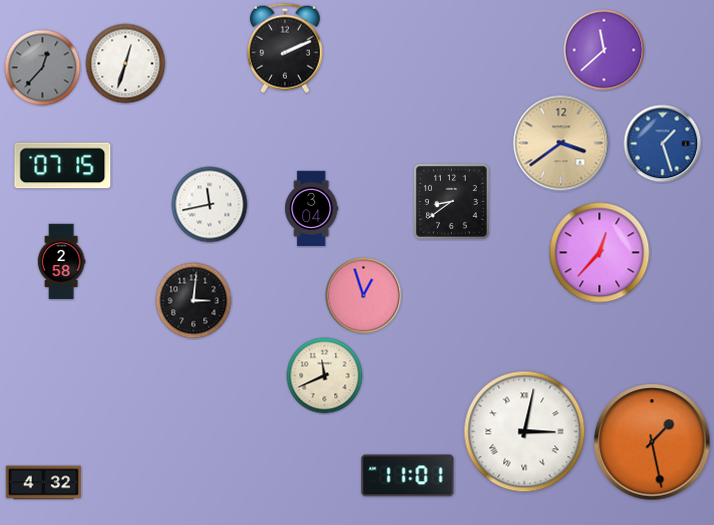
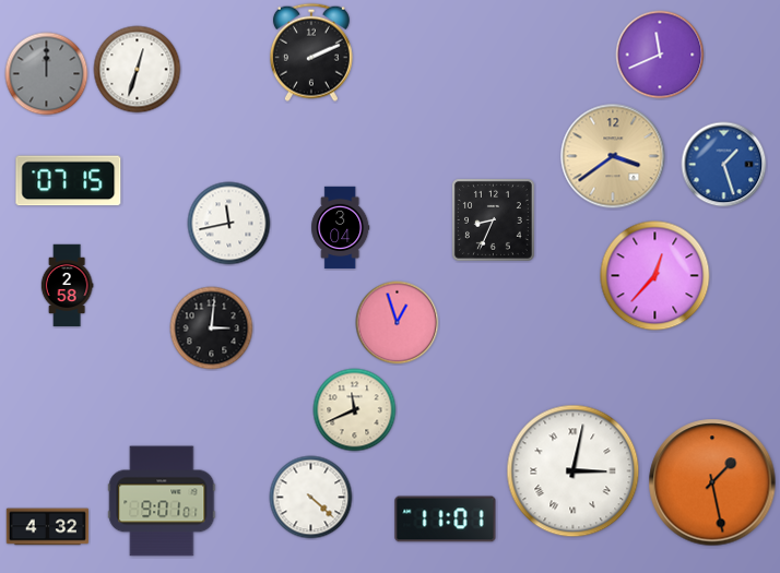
clock at (604, 50): 11:38 -> 11:41
clock at (43, 68): 12:37 -> 12:00
clock at (663, 144) position: (663, 144) -> (724, 165)
clock at (451, 201): 8:39 -> 8:34
clock at (311, 498): none -> 4:22
clock at (162, 501): none -> 9:01
